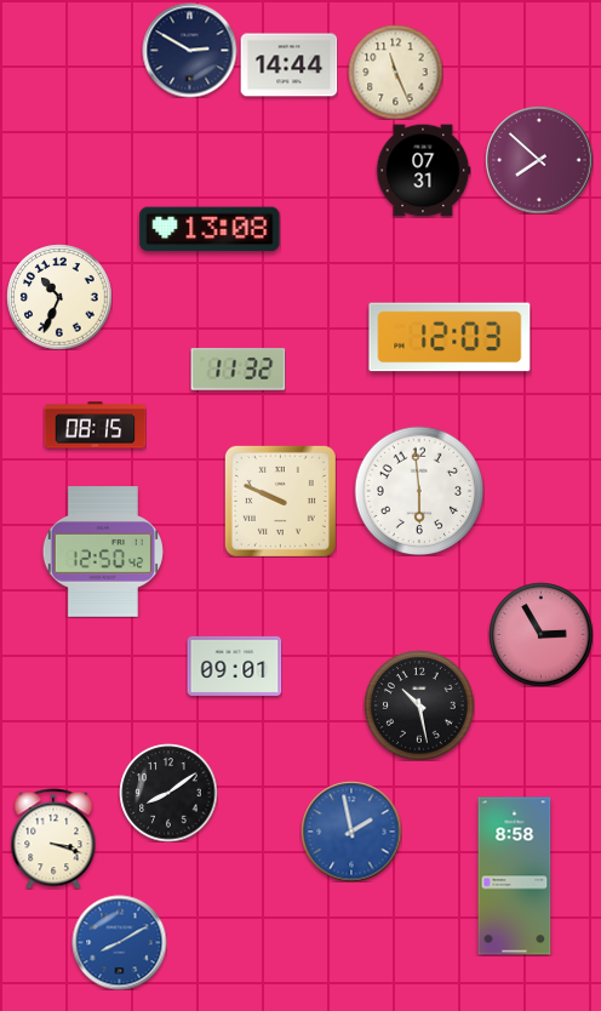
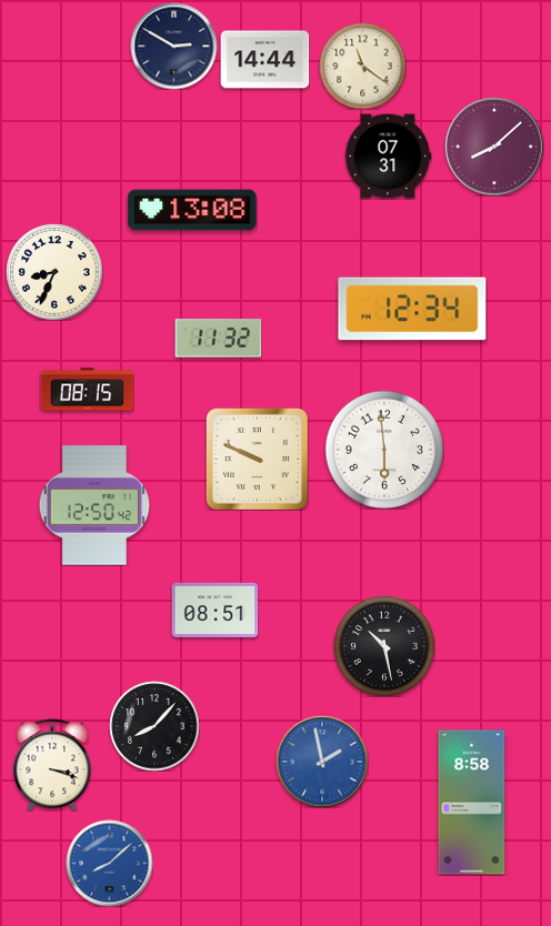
clock at (395, 72): 11:26 -> 11:21
clock at (539, 160): 7:52 -> 8:08
clock at (59, 297): 10:34 -> 8:34
clock at (450, 337): 12:03 -> 12:34
clock at (540, 634): 2:55 -> none
clock at (234, 666): 09:01 -> 08:51
clock at (168, 793): 8:09 -> 8:07
clock at (53, 839) position: (53, 839) -> (52, 765)
clock at (119, 942): 8:10 -> 8:08
